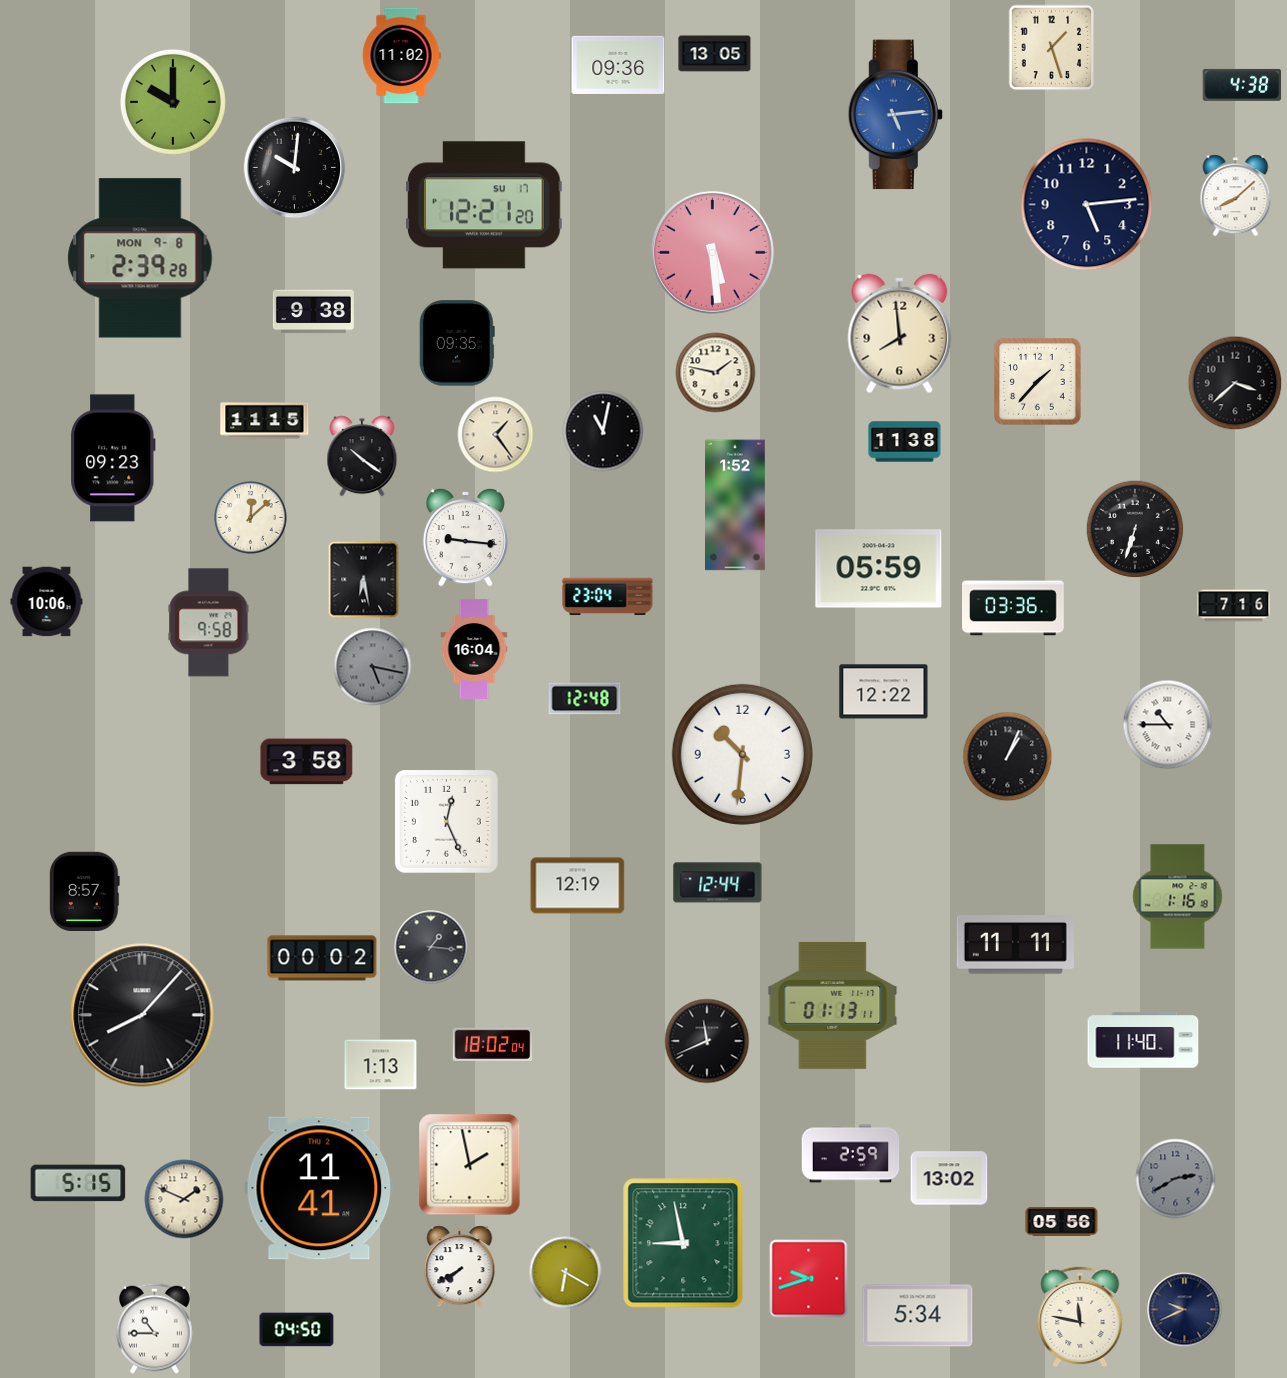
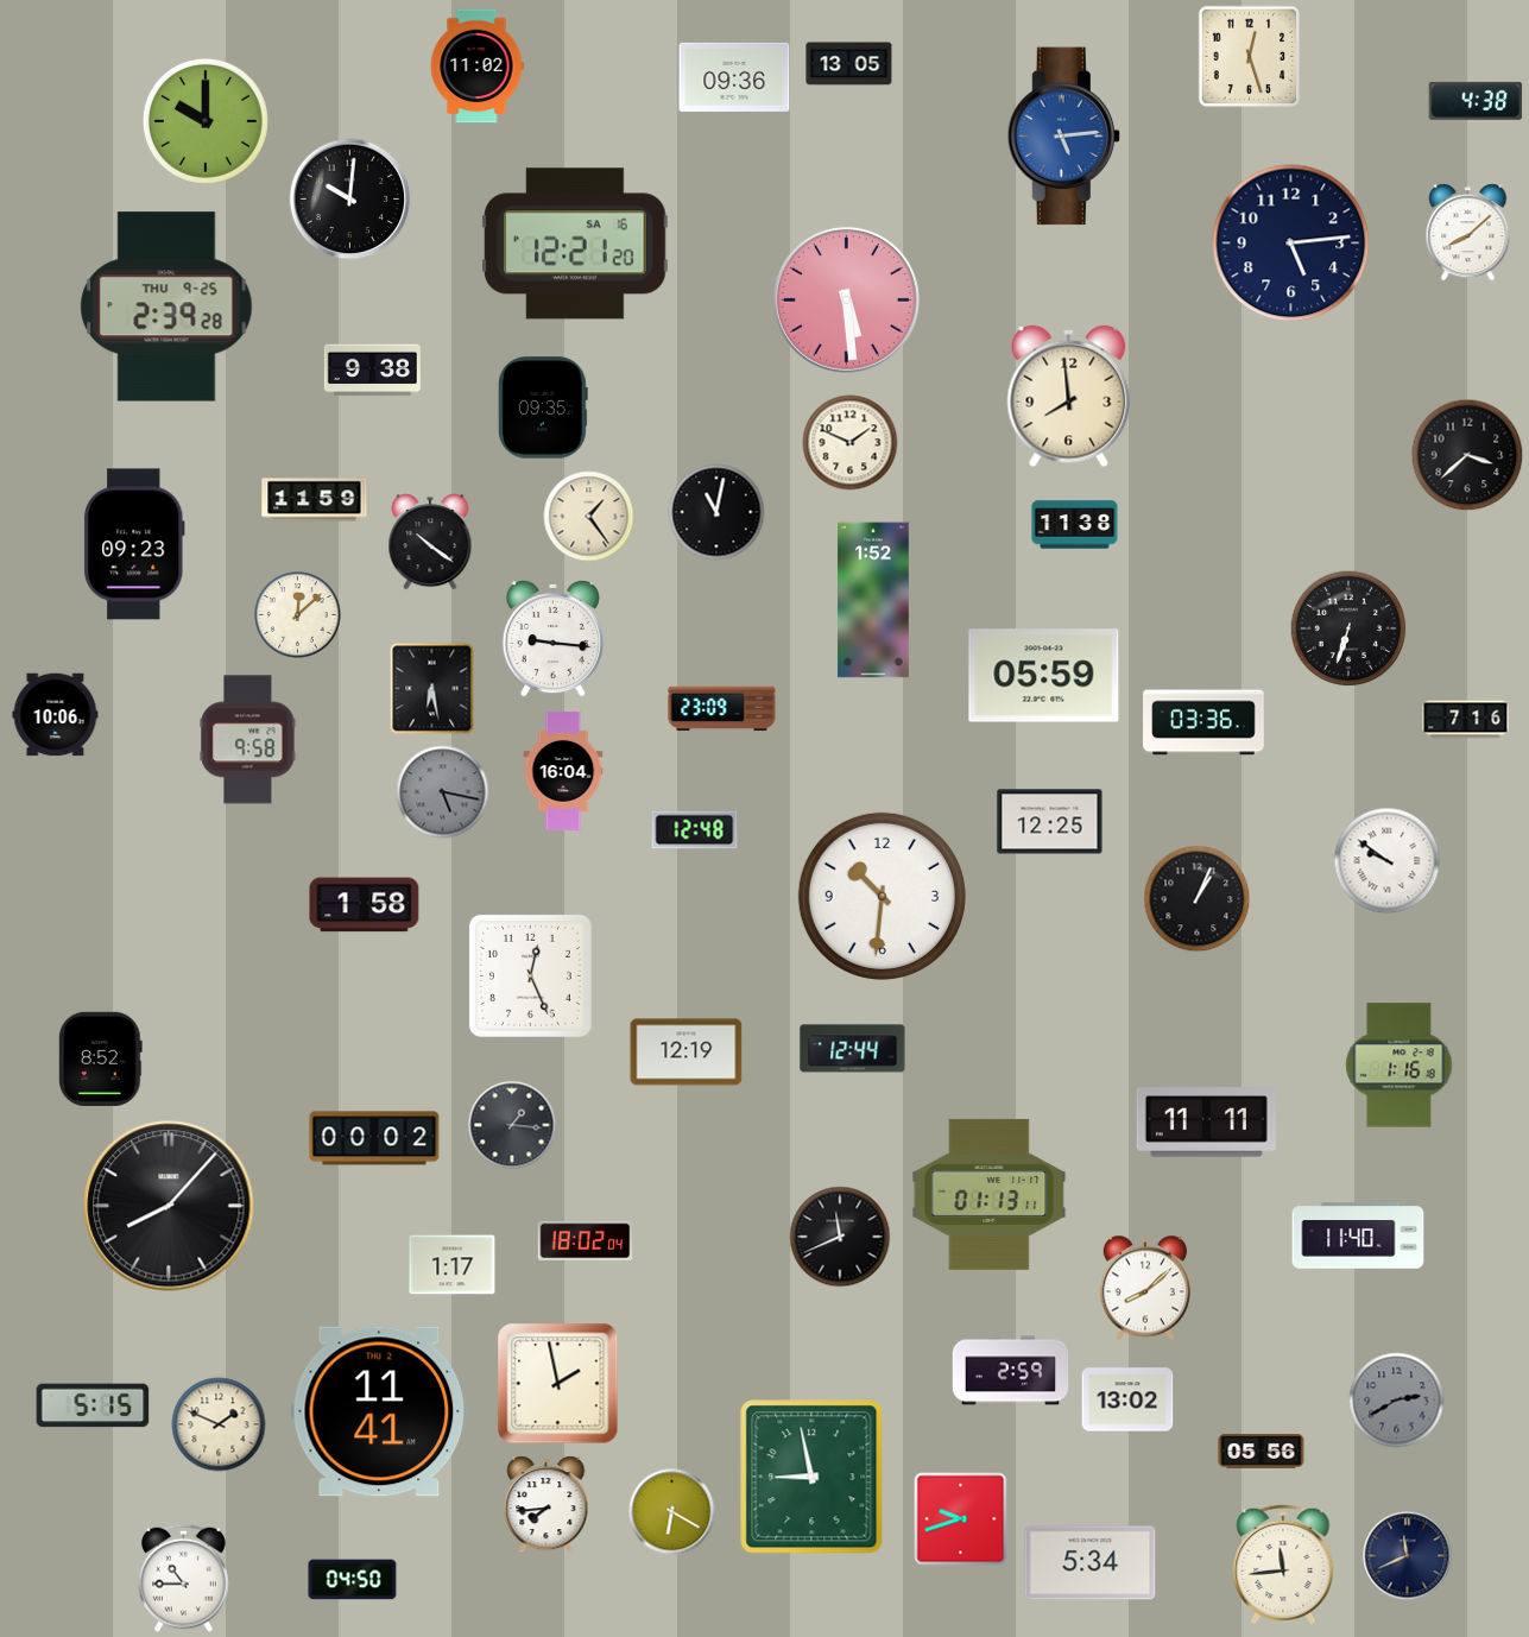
clock at (1052, 48): 1:27 -> 12:27
clock at (484, 205) date: SU 17 -> SA 16
clock at (140, 258) date: MON 9-8 -> THU 9-25
clock at (716, 373): 1:47 -> 1:49
clock at (1038, 382): 1:37 -> none
clock at (265, 421): 11:15 -> 11:59
clock at (608, 597): 23:04 -> 23:09
clock at (884, 692): 12:22 -> 12:25
clock at (1168, 725): 10:45 -> 9:51
clock at (307, 762): 3:58 -> 1:58
clock at (84, 891): 8:57 -> 8:52
clock at (322, 958) position: (322, 958) -> (374, 1138)
clock at (381, 1065): 1:13 -> 1:17
clock at (1144, 1288): none -> 8:08
clock at (460, 1267): 7:40 -> 7:44
clock at (1185, 1310): 9:41 -> 11:41
clock at (1080, 1316): 11:47 -> 11:44
